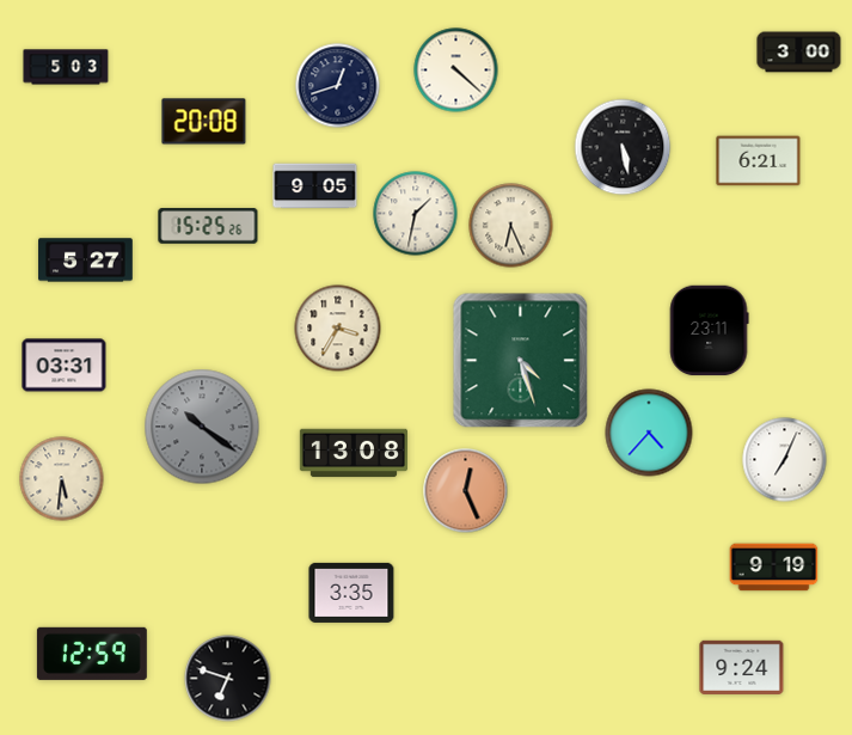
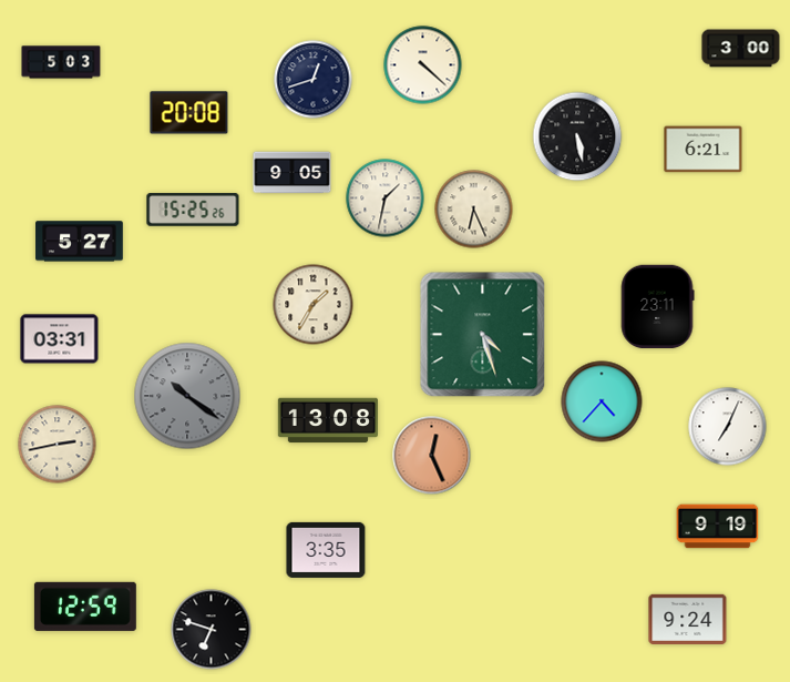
clock at (338, 329): 3:35 -> 1:35
clock at (62, 479): 5:31 -> 2:43
